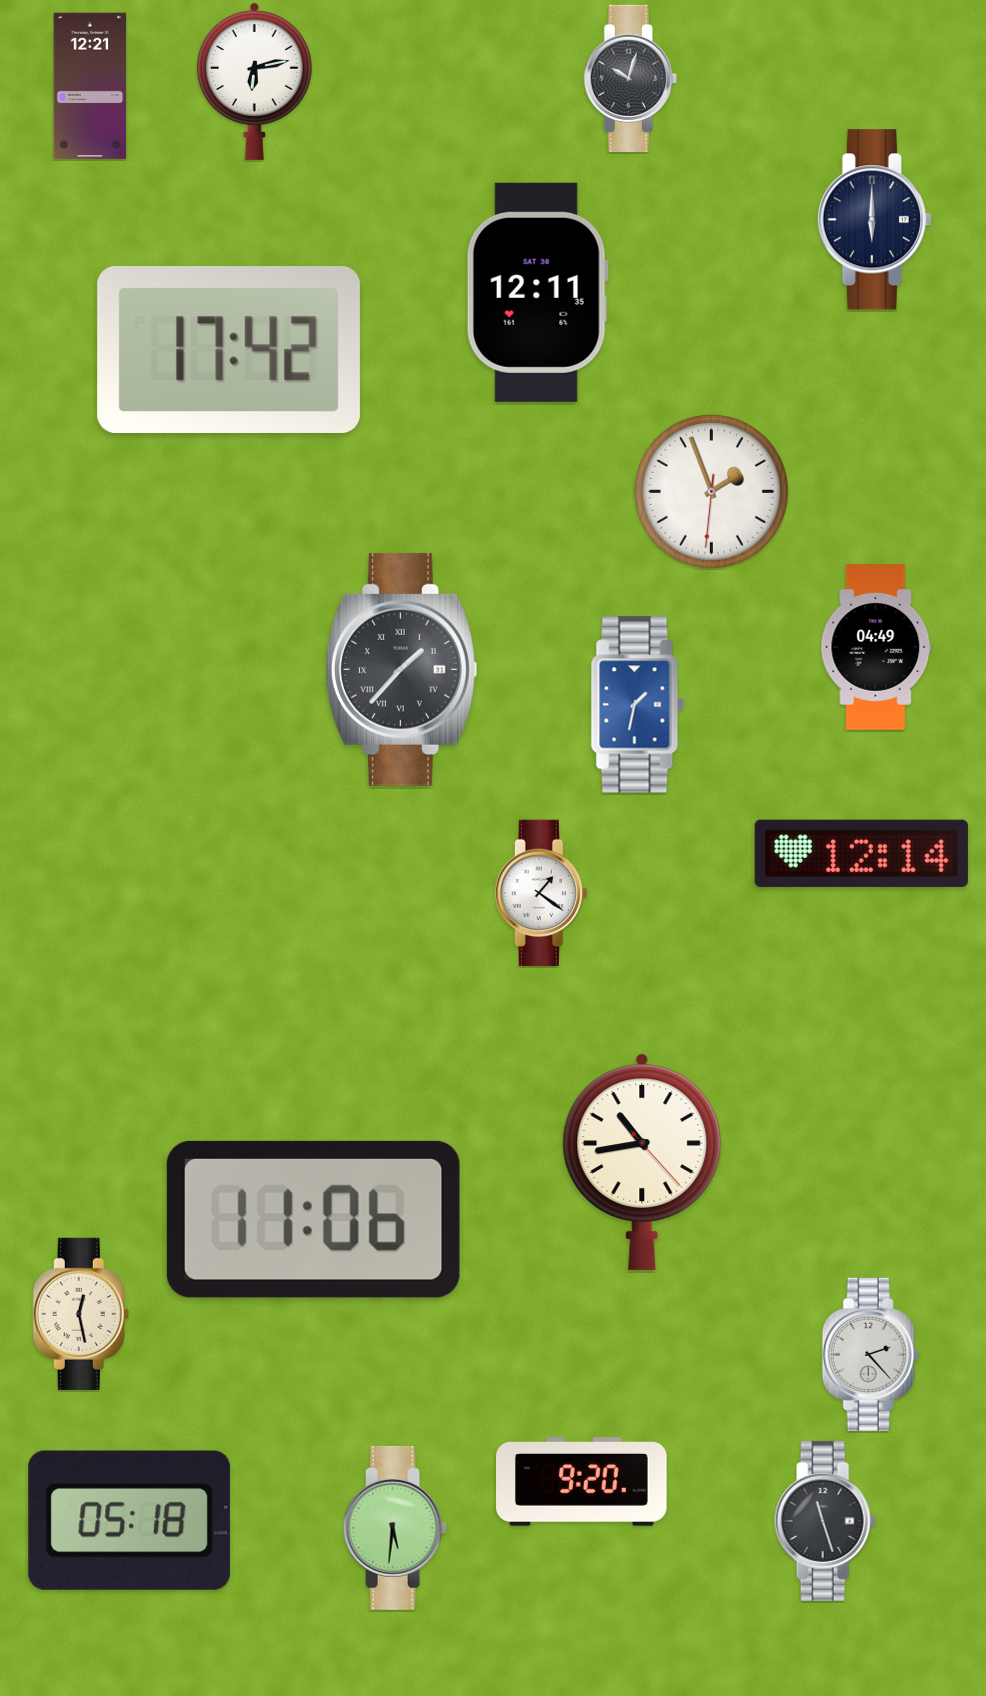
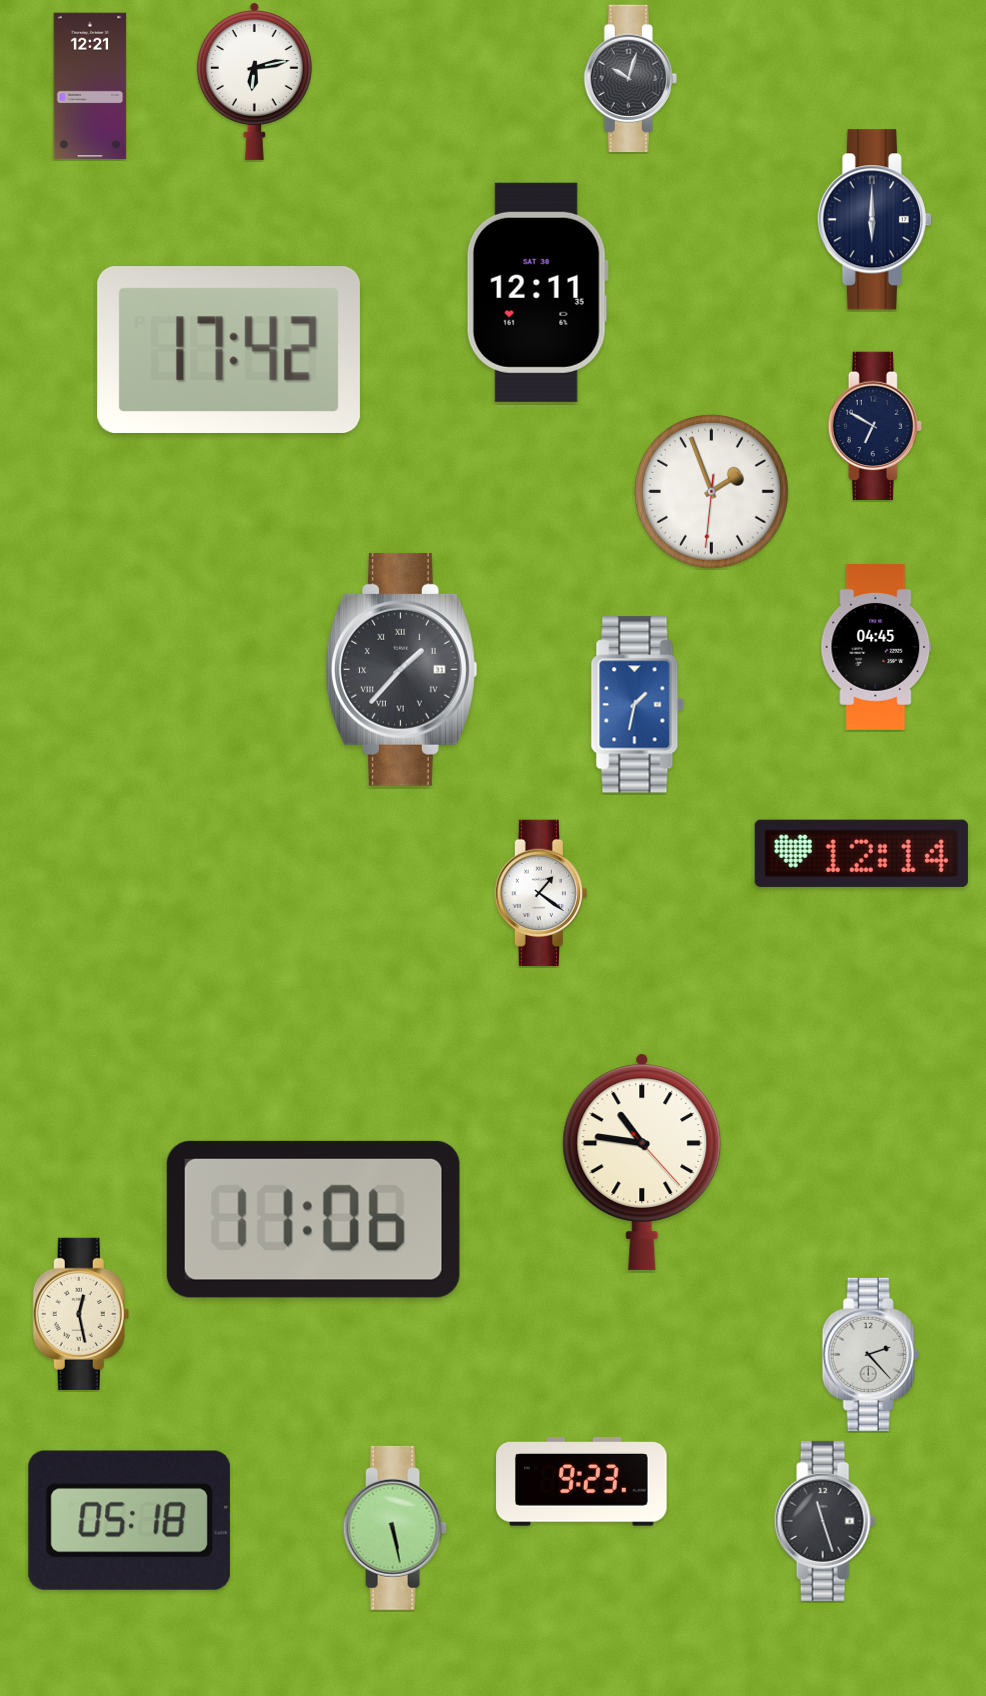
clock at (875, 425): none -> 6:50
clock at (876, 648): 04:49 -> 04:45
clock at (642, 1162): 10:43 -> 10:46
clock at (582, 1482): 9:20 -> 9:23
clock at (395, 1528): 5:31 -> 5:28
